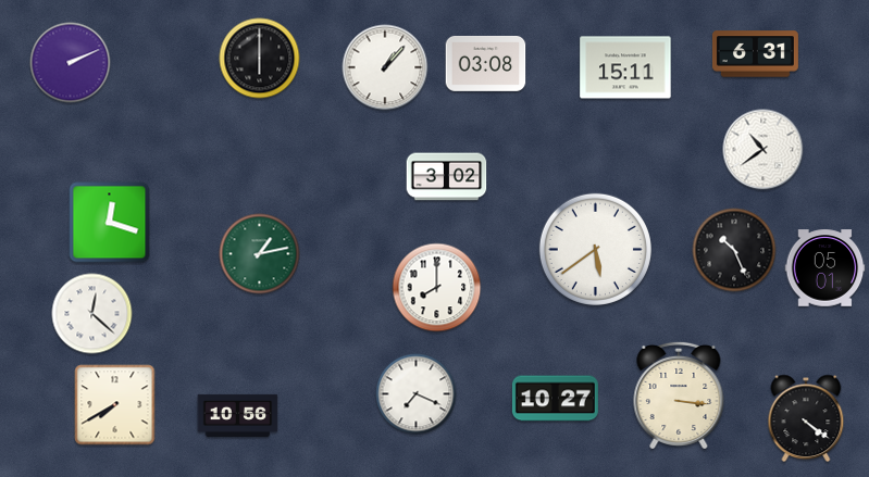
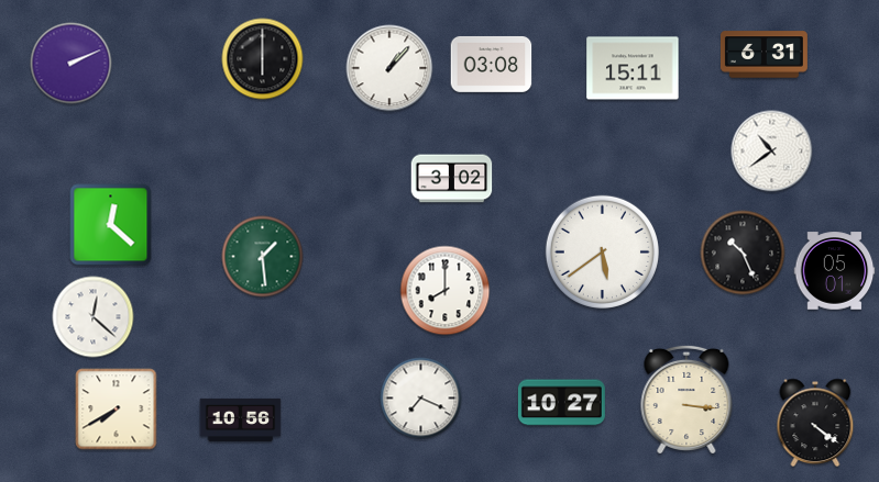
clock at (110, 223): 12:18 -> 12:22
clock at (260, 254): 1:13 -> 1:29
clock at (437, 288) position: (437, 288) -> (446, 291)
